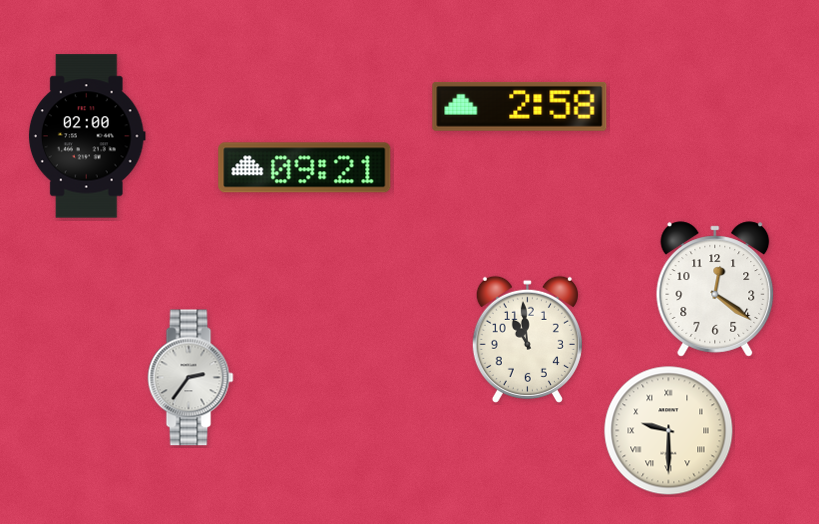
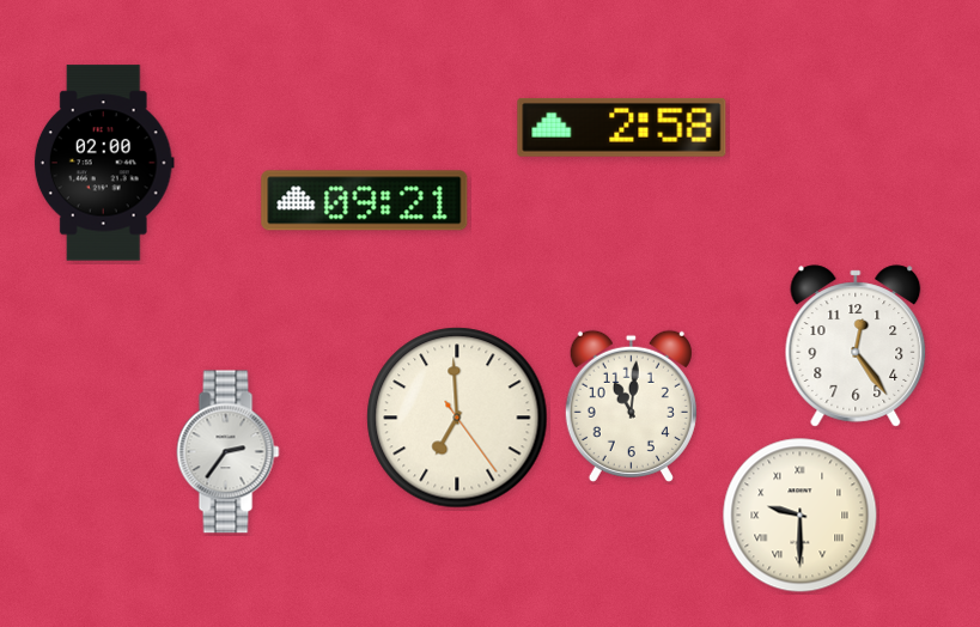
clock at (715, 289): 12:21 -> 12:24
clock at (527, 339): 10:59 -> 11:01
clock at (457, 418): none -> 6:59
